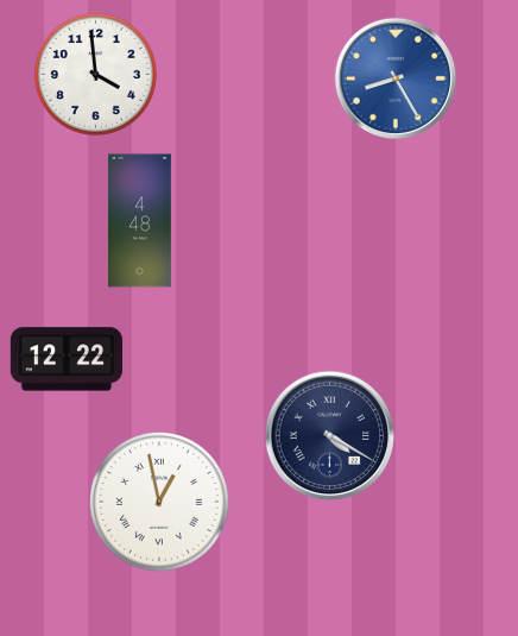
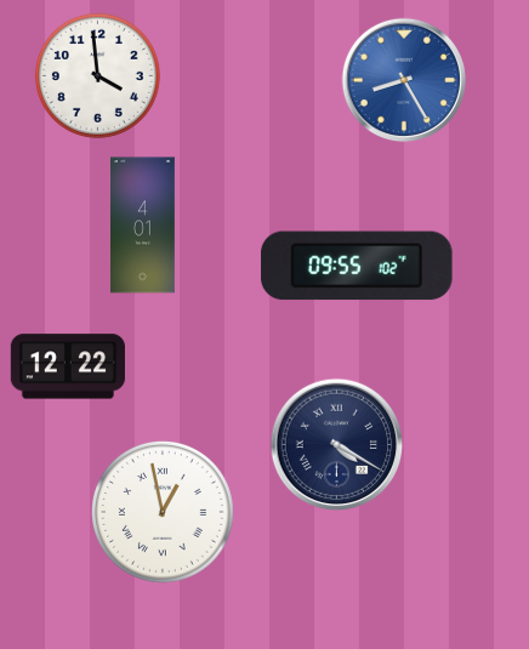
clock at (140, 221): 4:48 -> 4:01
clock at (357, 266): none -> 09:55
